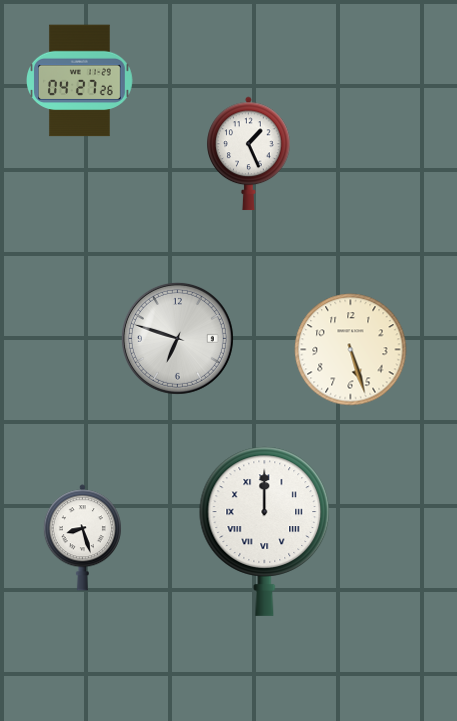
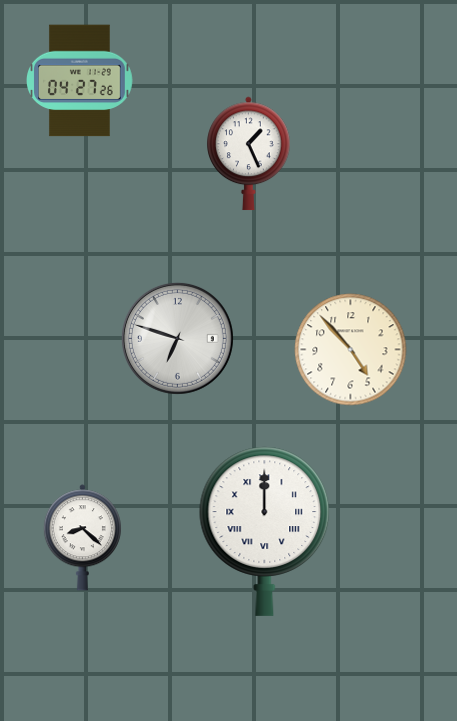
clock at (351, 350): 5:27 -> 4:53
clock at (82, 538): 8:27 -> 8:22
